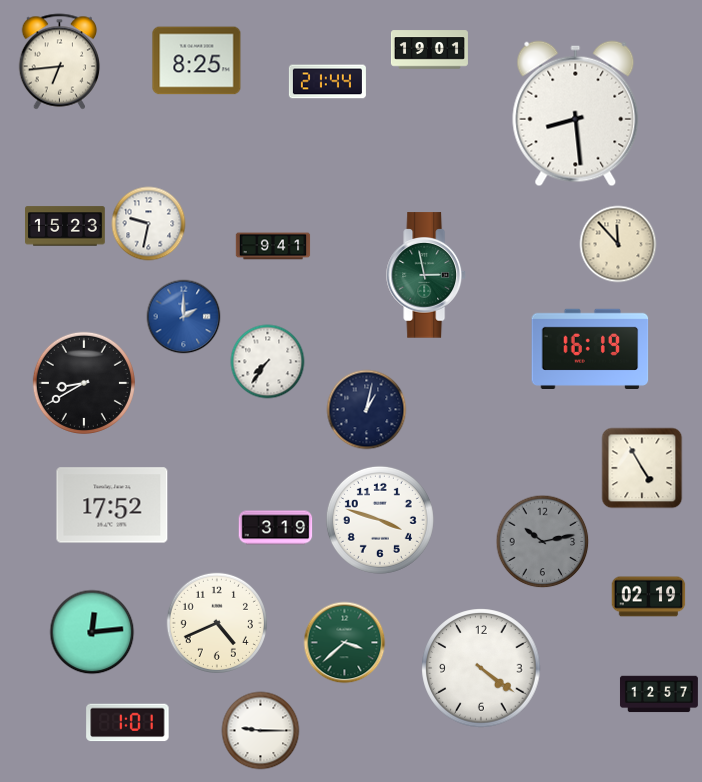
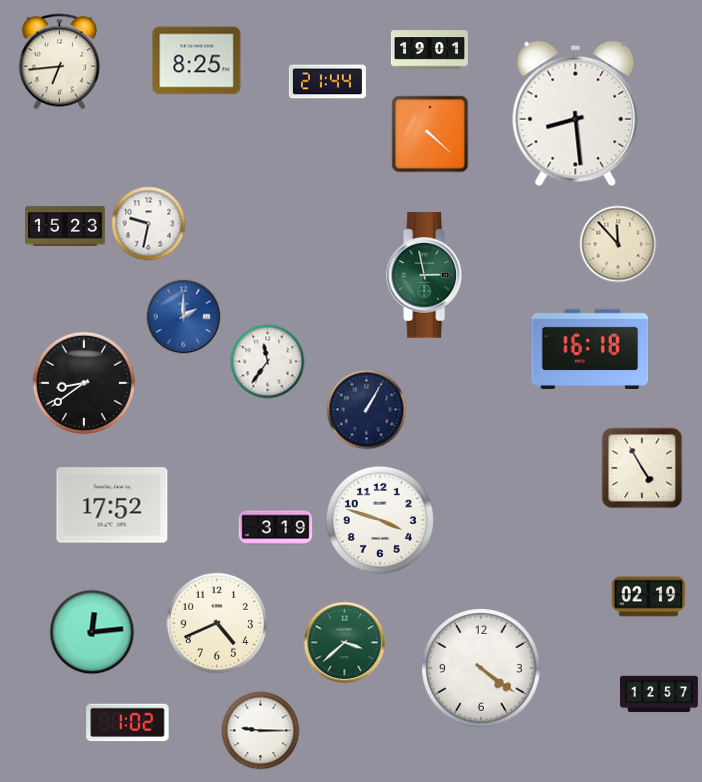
clock at (430, 134): none -> 4:22
clock at (273, 246): 9:41 -> none
clock at (590, 348): 16:19 -> 16:18
clock at (268, 362): 7:36 -> 11:36
clock at (84, 383): 8:40 -> 8:39
clock at (367, 410): 1:02 -> 1:05
clock at (543, 542): 10:13 -> none
clock at (128, 723): 1:01 -> 1:02
